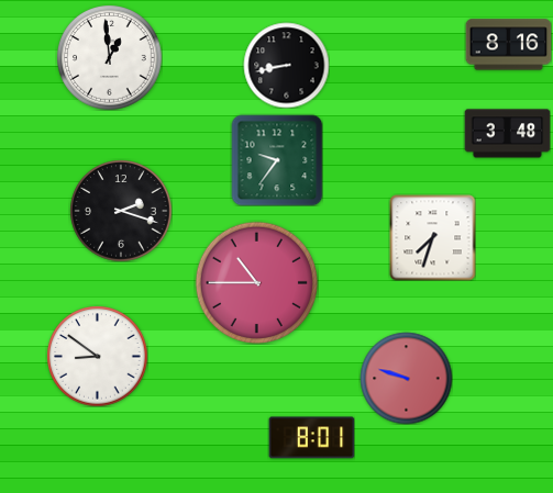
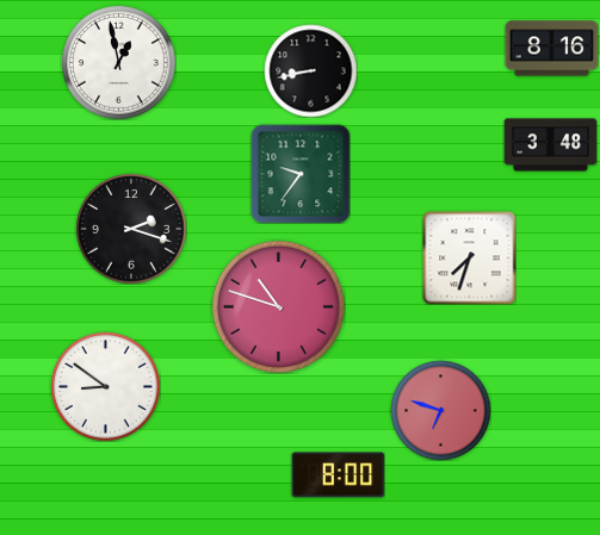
clock at (110, 58): 12:59 -> 12:58
clock at (256, 282): 10:45 -> 10:48
clock at (406, 378): 9:48 -> 6:48
clock at (311, 438): 8:01 -> 8:00
